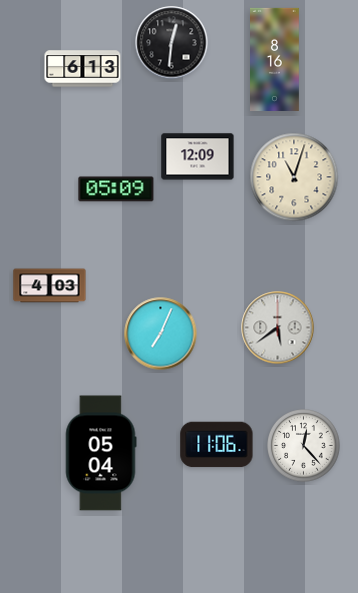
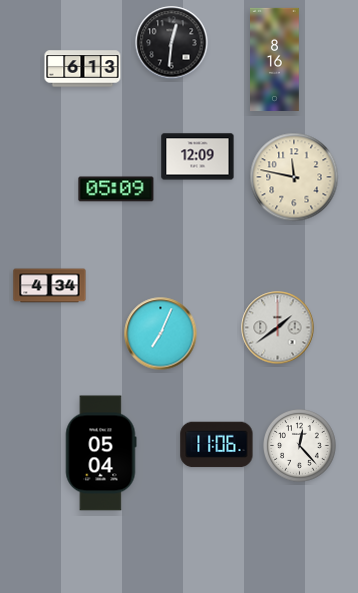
clock at (294, 177): 11:03 -> 11:47
clock at (50, 286): 4:03 -> 4:34
clock at (278, 328): 5:39 -> 1:39
clock at (304, 446) position: (304, 446) -> (300, 446)
